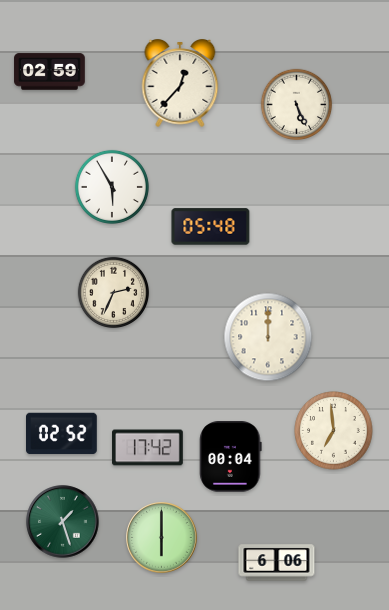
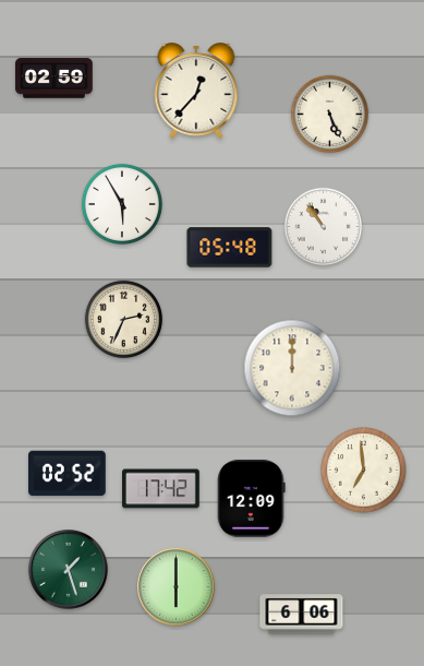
clock at (297, 105) position: (297, 105) -> (330, 115)
clock at (324, 227): none -> 10:54
clock at (231, 457): 00:04 -> 12:09
